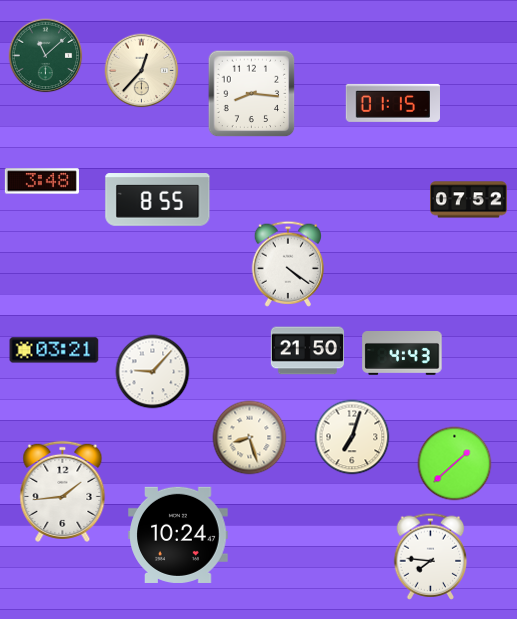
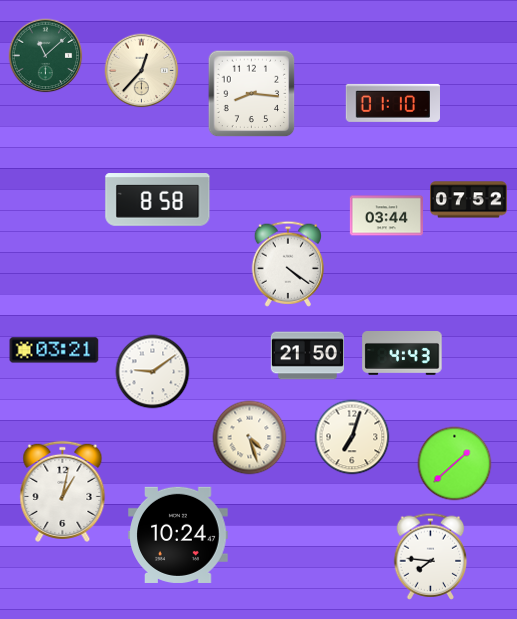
clock at (392, 103): 01:15 -> 01:10
clock at (42, 181): 3:48 -> none
clock at (158, 200): 8:55 -> 8:58
clock at (386, 216): none -> 03:44
clock at (307, 351) position: (307, 351) -> (307, 356)
clock at (153, 372): 9:07 -> 9:09
clock at (250, 438): 8:27 -> 4:27
clock at (63, 491): 1:44 -> 1:02
